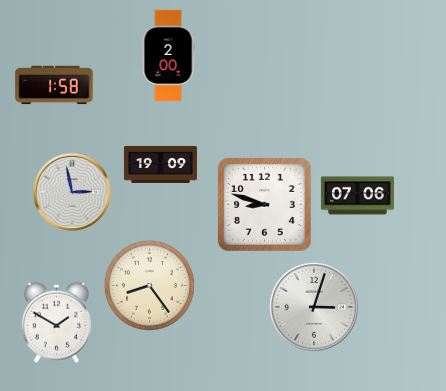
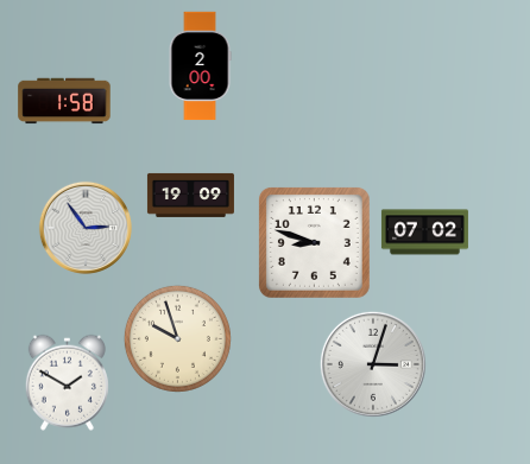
clock at (72, 192): 2:58 -> 2:54
clock at (357, 196): 07:06 -> 07:02
clock at (149, 285): 8:24 -> 9:57
